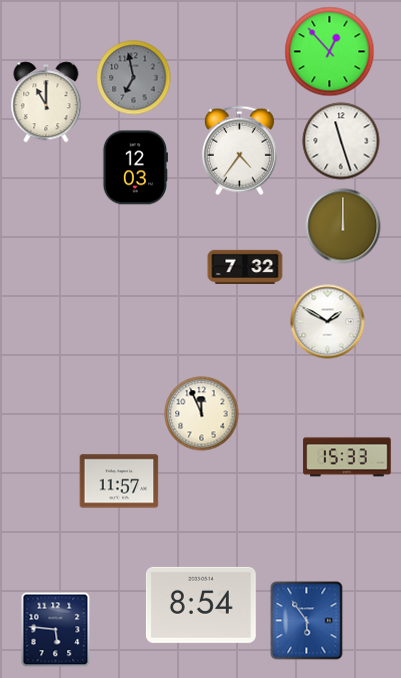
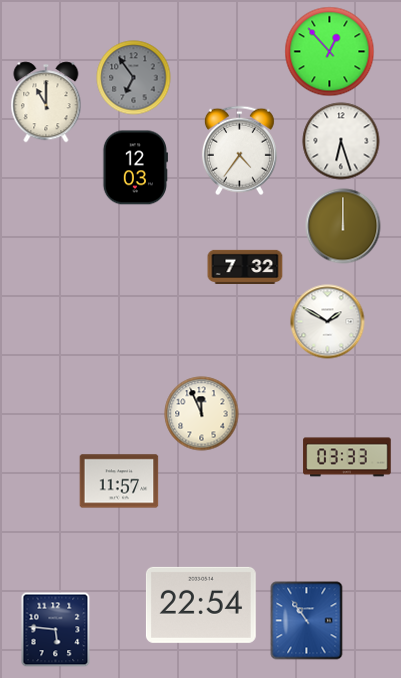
clock at (134, 78): 6:58 -> 6:54
clock at (341, 141): 11:27 -> 6:27
clock at (347, 457): 15:33 -> 03:33
clock at (201, 605): 8:54 -> 22:54
clock at (307, 621): 5:54 -> 10:54
